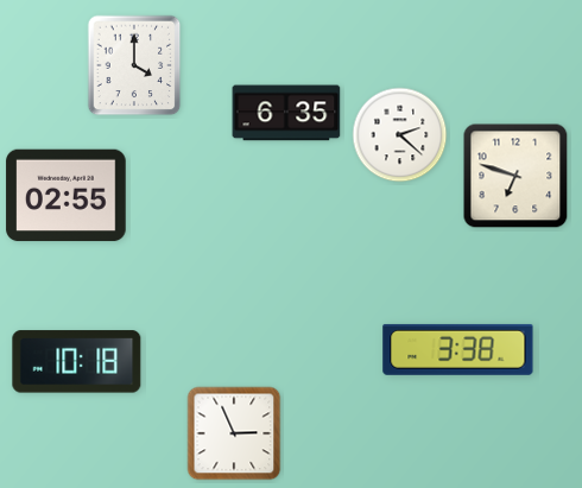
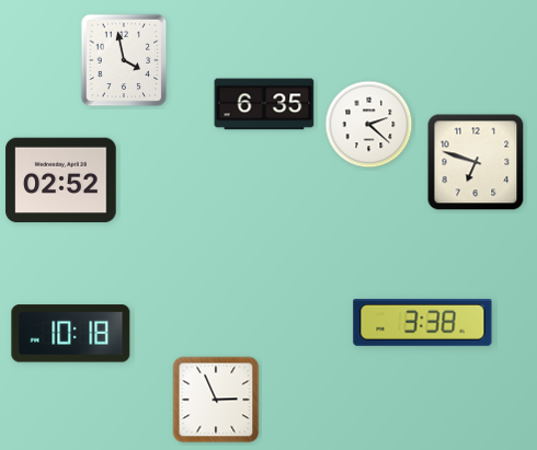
clock at (134, 65): 4:00 -> 3:58
clock at (67, 196): 02:55 -> 02:52
